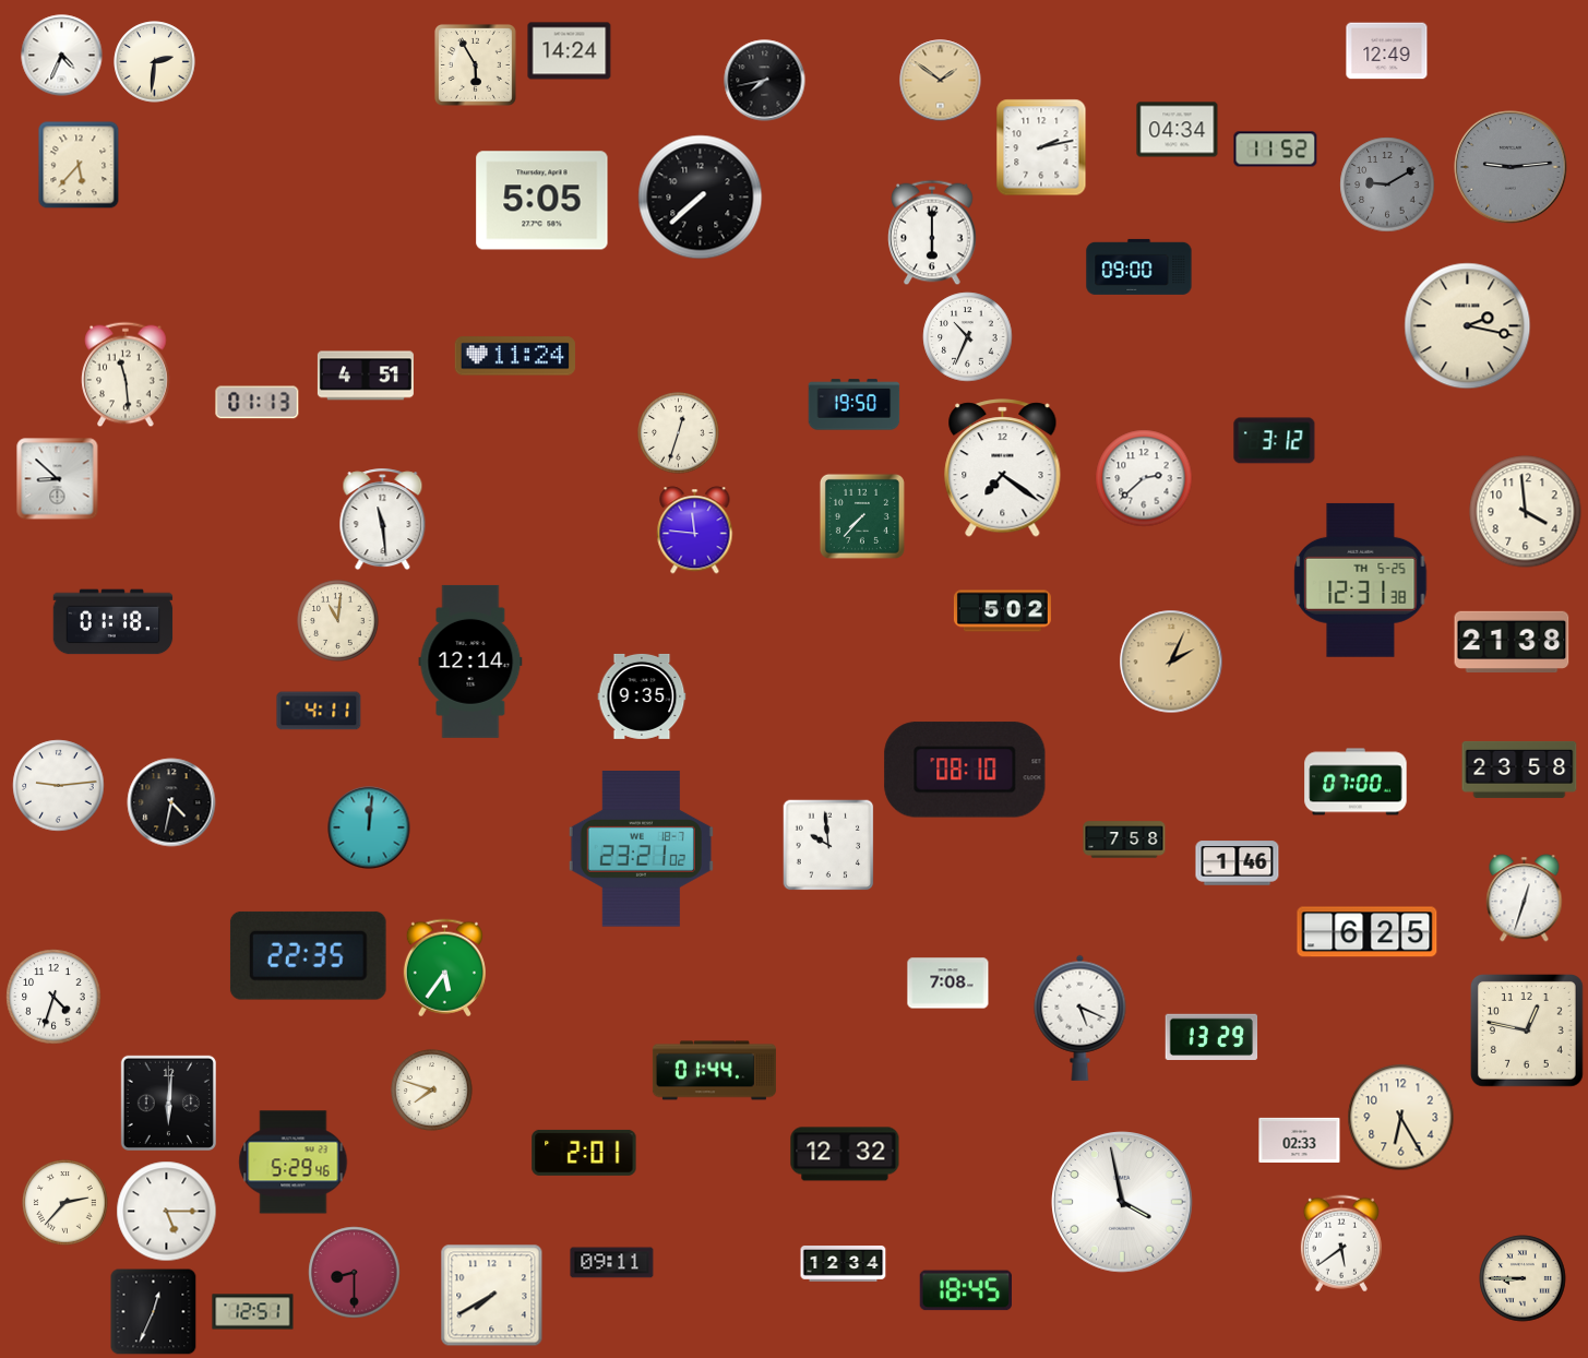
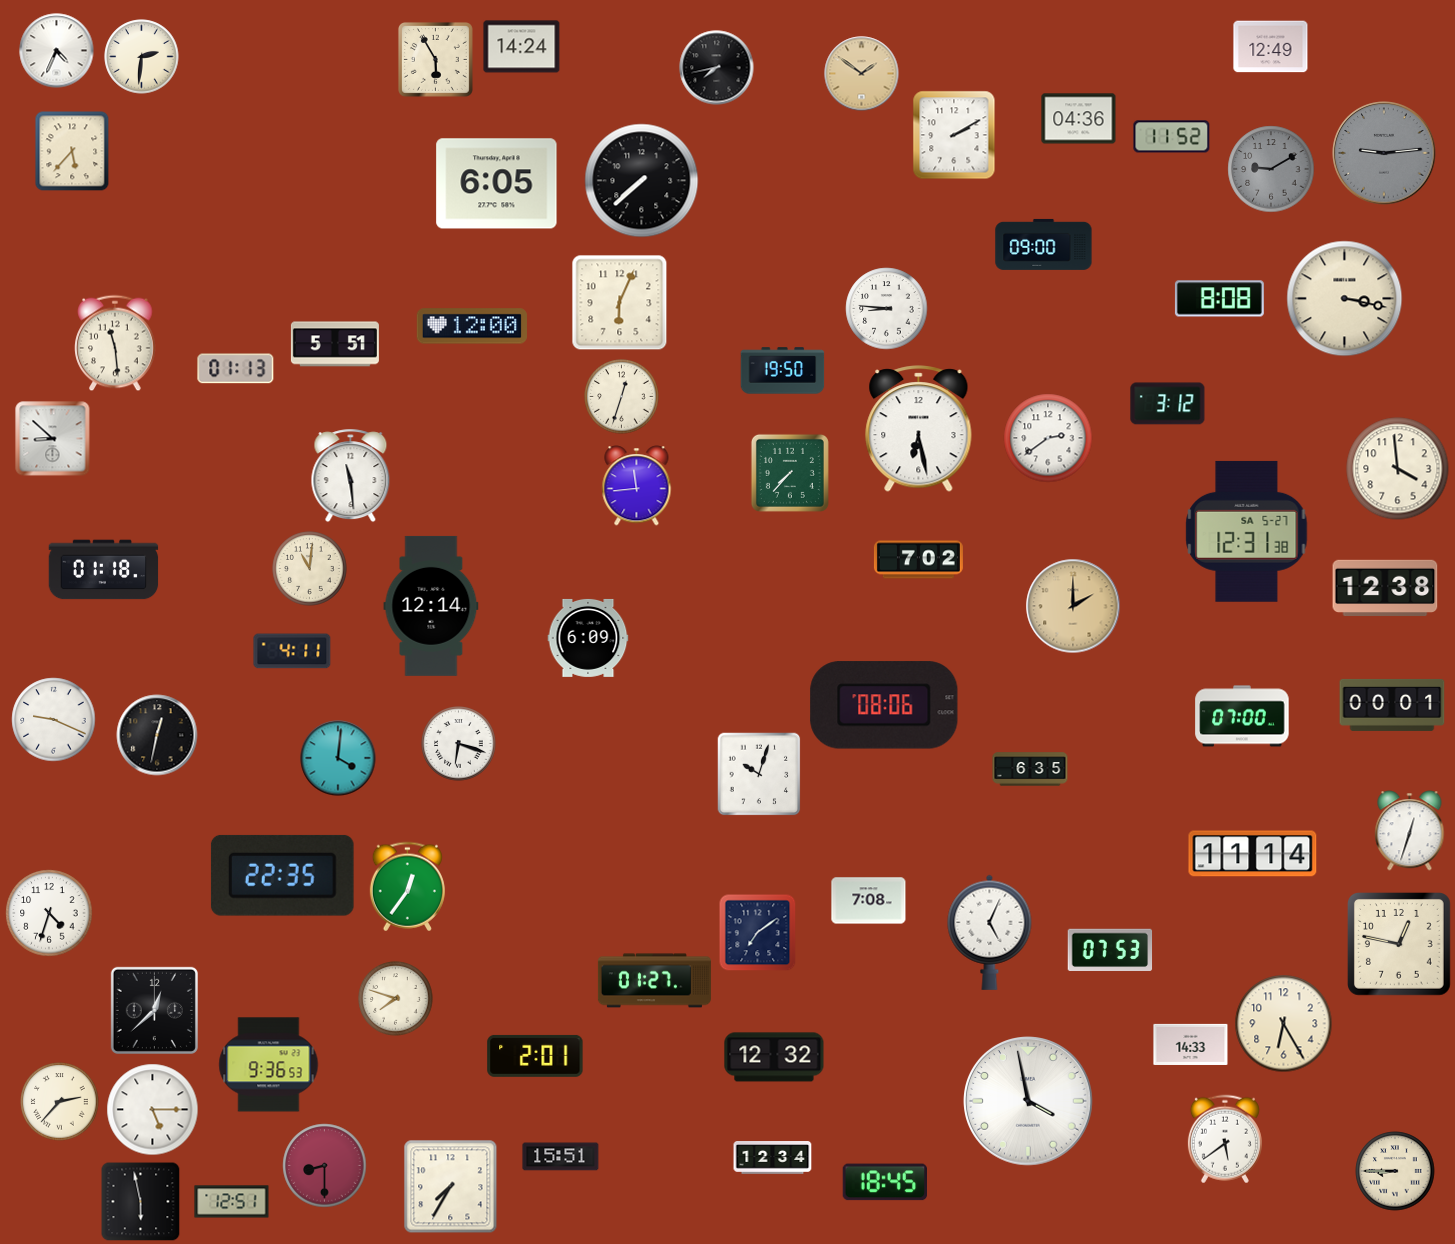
clock at (765, 81) position: (765, 81) -> (717, 68)
clock at (1178, 130): 04:34 -> 04:36
clock at (1041, 147): 2:13 -> 2:10
clock at (1276, 150) position: (1276, 150) -> (1172, 137)
clock at (542, 201): 5:05 -> 6:05
clock at (932, 233): 6:00 -> none
clock at (1219, 299): none -> 8:08
clock at (1468, 326): 2:17 -> 3:17
clock at (620, 303): none -> 6:04
clock at (968, 337): 10:34 -> 8:46
clock at (514, 356): 11:24 -> 12:00
clock at (366, 376): 4:51 -> 5:51
clock at (1003, 468): 7:21 -> 6:28
clock at (1144, 478): 2:38 -> 2:39
clock at (695, 531): 11:46 -> 11:44
clock at (1361, 580) date: TH 5-25 -> SA 5-27
clock at (1002, 611): 5:02 -> 7:02
clock at (1512, 641): 21:38 -> 12:38
clock at (1171, 662): 2:04 -> 2:00
clock at (642, 696): 9:35 -> 6:09
clock at (965, 770): 08:10 -> 08:06
clock at (1519, 770): 23:58 -> 00:01
clock at (59, 786): 9:14 -> 9:19
clock at (171, 802): 4:32 -> 12:32
clock at (459, 744): none -> 6:18
clock at (369, 827): 12:01 -> 4:01
clock at (1124, 839): 7:58 -> 6:35
clock at (828, 845): 9:59 -> 10:03
clock at (641, 849): 23:21 -> none
clock at (1238, 863): 1:46 -> none
clock at (1525, 898) position: (1525, 898) -> (1410, 831)
clock at (1368, 932): 6:25 -> 11:14
clock at (444, 968): 5:36 -> 12:36
clock at (1080, 1017): 5:19 -> 5:04
clock at (758, 933): none -> 7:09
clock at (1211, 1037): 13:29 -> 07:53
clock at (714, 1071): 01:44 -> 01:27
clock at (168, 1103): 6:01 -> 12:38
clock at (1300, 1140): 02:33 -> 14:33
clock at (294, 1163): 5:29 -> 9:36
clock at (1341, 1243) position: (1341, 1243) -> (1225, 1139)
clock at (612, 1263): 09:11 -> 15:51
clock at (492, 1296): 7:40 -> 7:35
clock at (154, 1312): 12:34 -> 5:58
